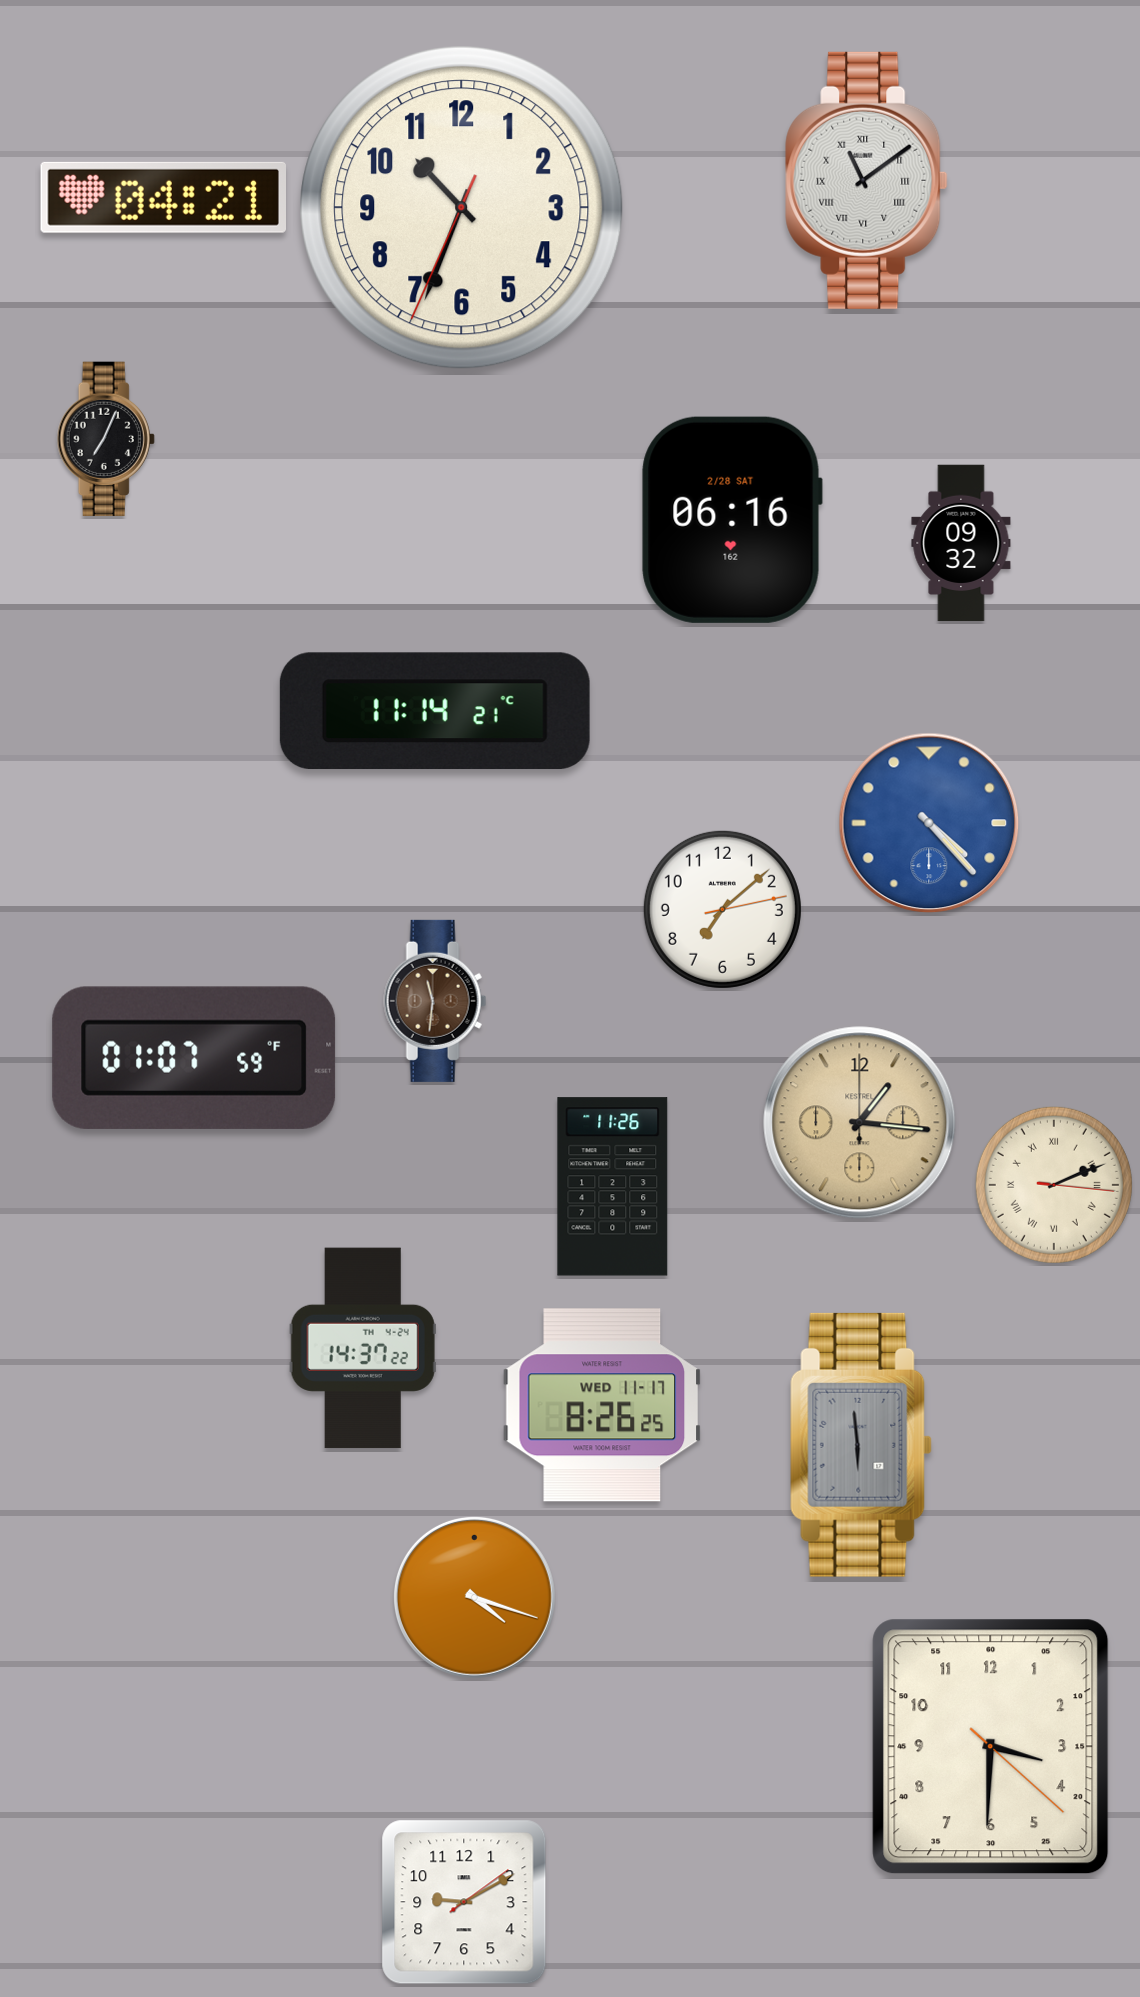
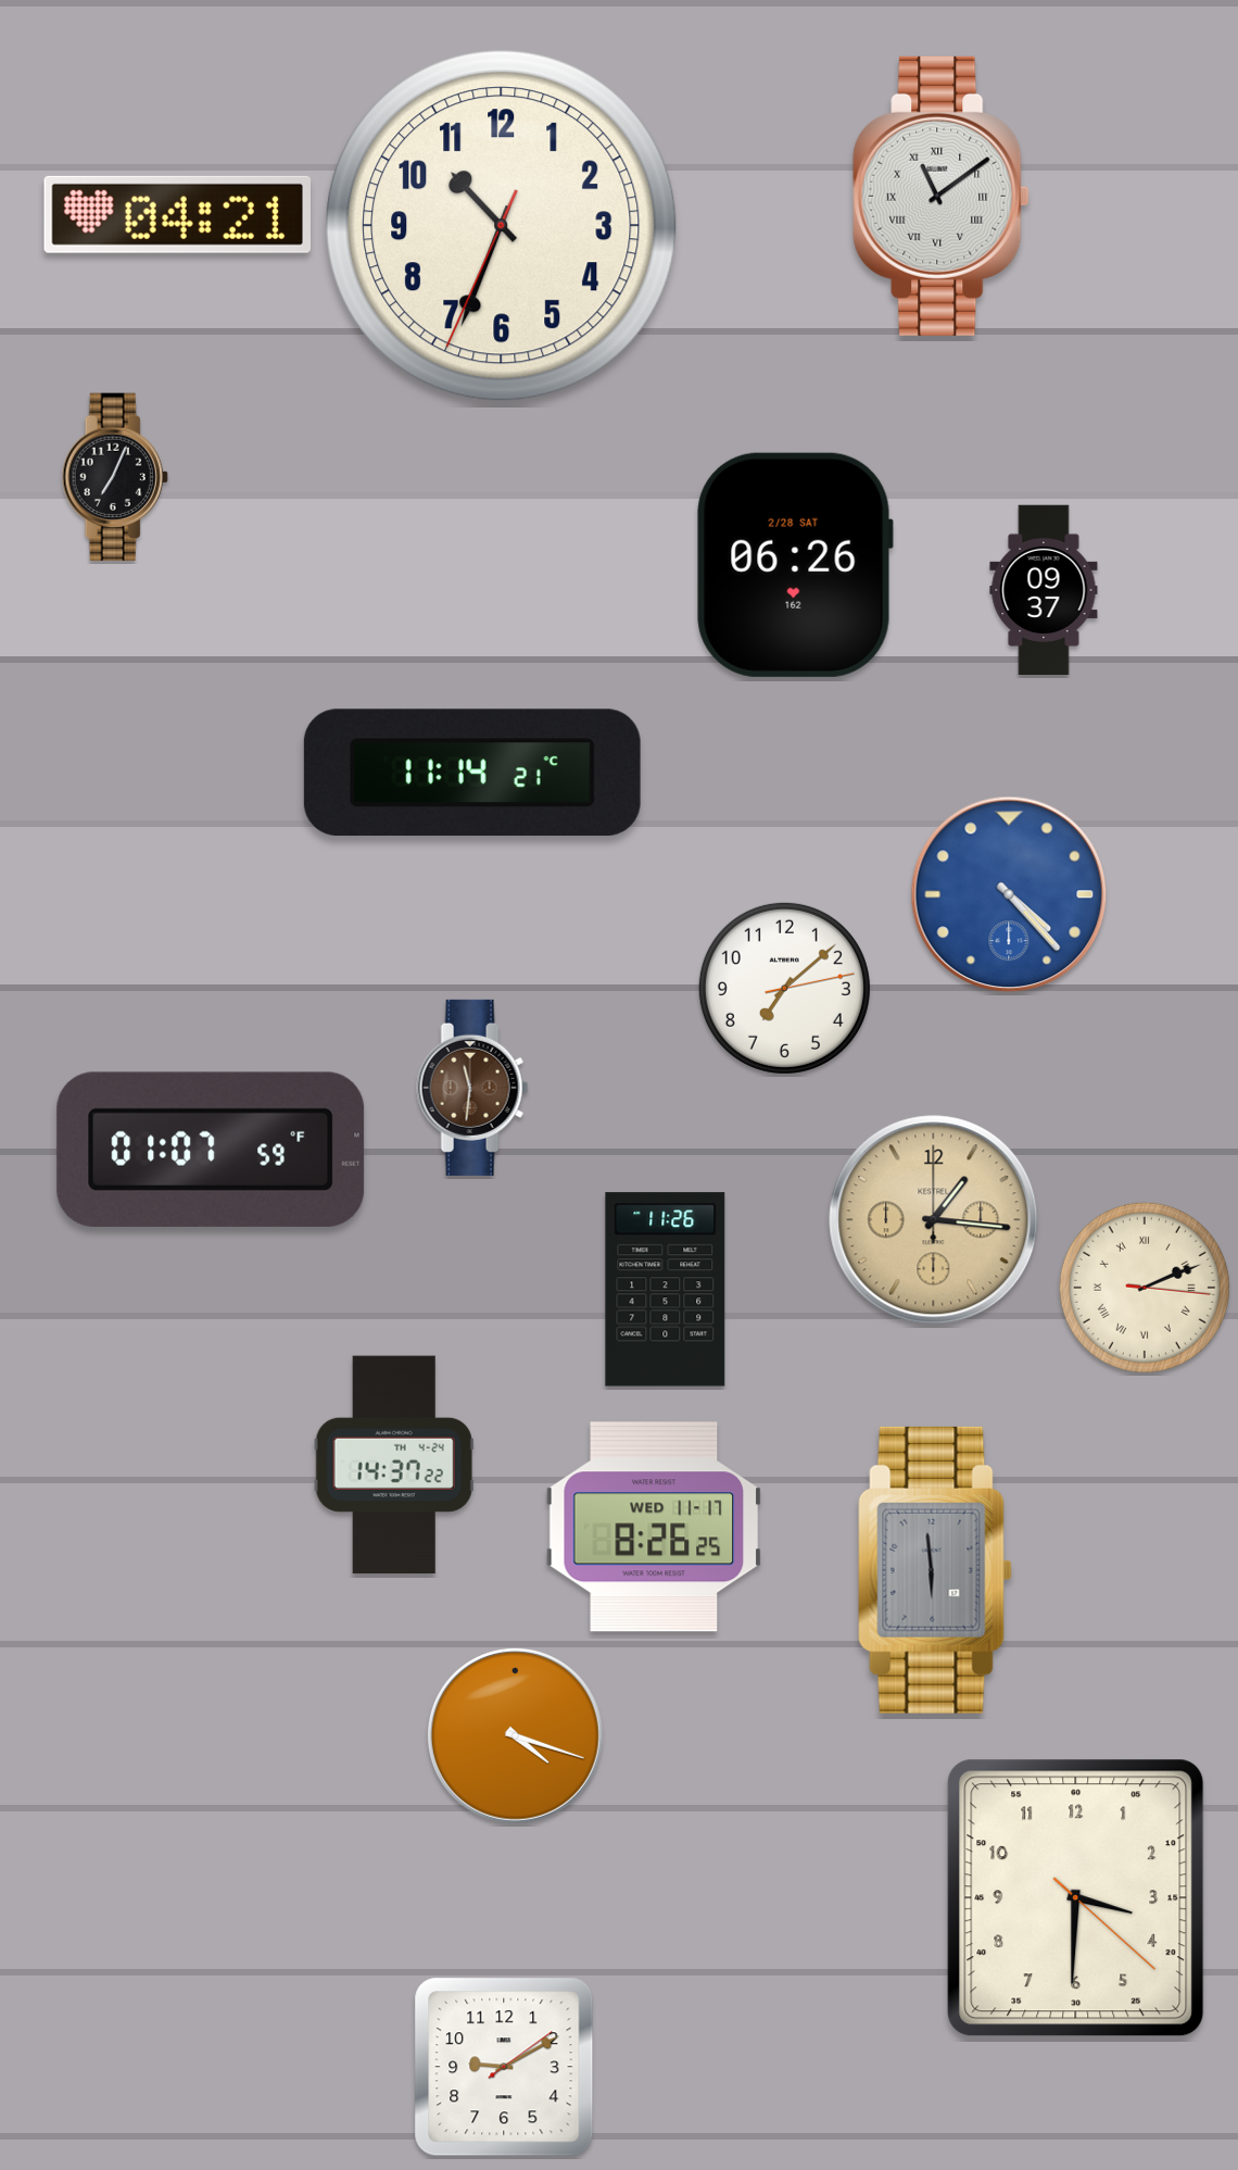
clock at (732, 520): 06:16 -> 06:26
clock at (961, 543): 09:32 -> 09:37
